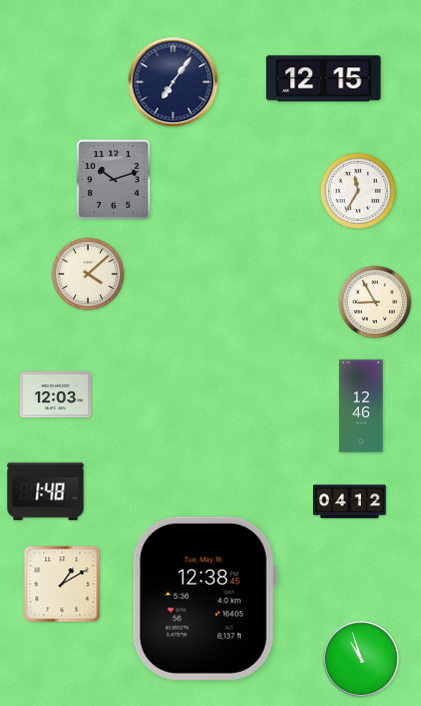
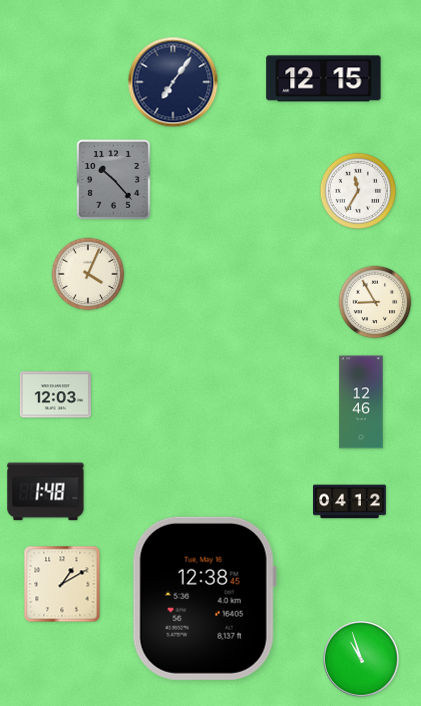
clock at (114, 180): 10:12 -> 10:23
clock at (88, 274): 4:08 -> 4:04
clock at (361, 406) position: (361, 406) -> (361, 402)
